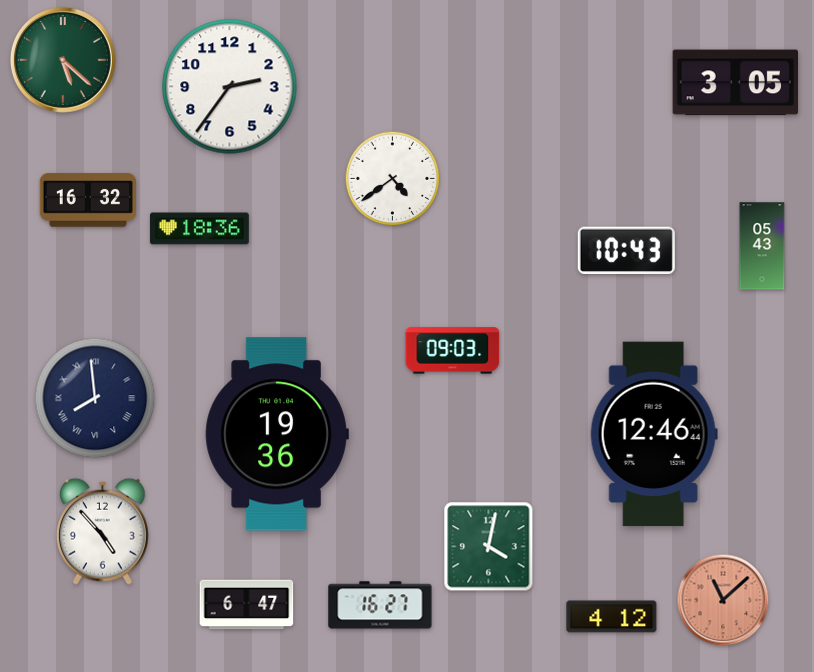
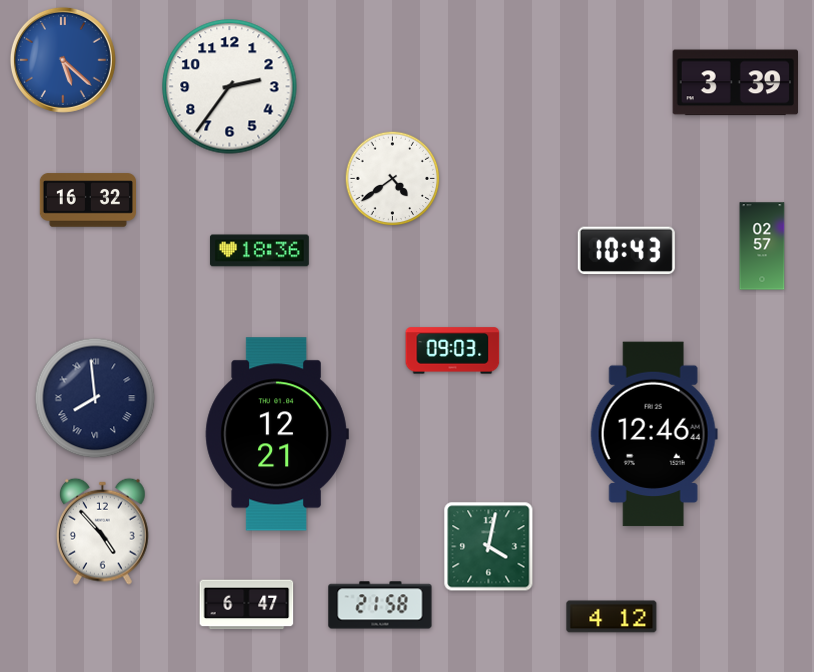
clock at (63, 60) dial: green -> blue
clock at (735, 83): 3:05 -> 3:39
clock at (199, 229) position: (199, 229) -> (259, 251)
clock at (762, 246): 05:43 -> 02:57
clock at (277, 434): 19:36 -> 12:21
clock at (723, 600): 11:08 -> none
clock at (380, 605): 16:27 -> 21:58
